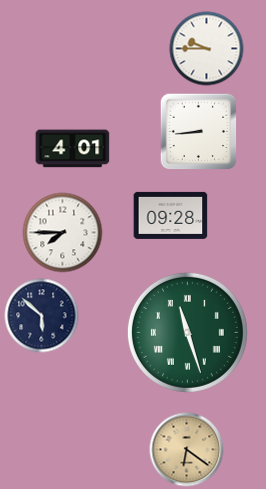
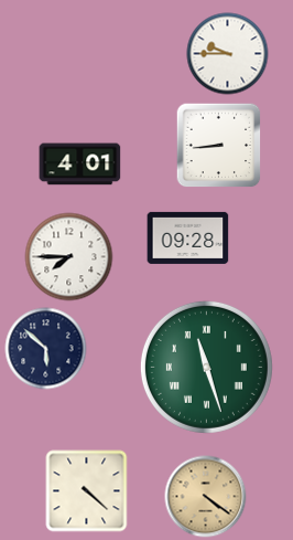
clock at (87, 491): none -> 4:22
clock at (187, 450): 6:21 -> 4:21
